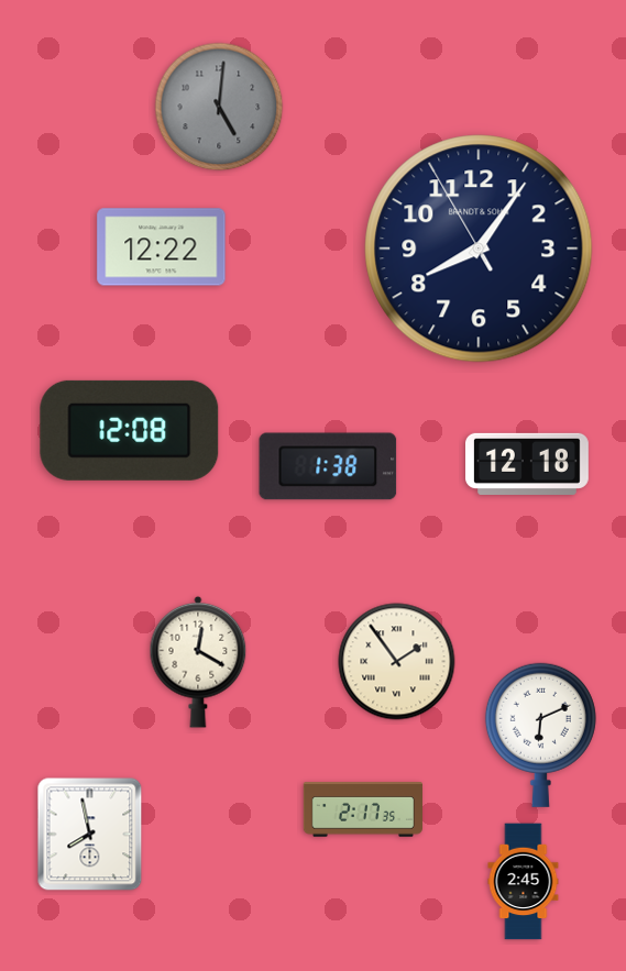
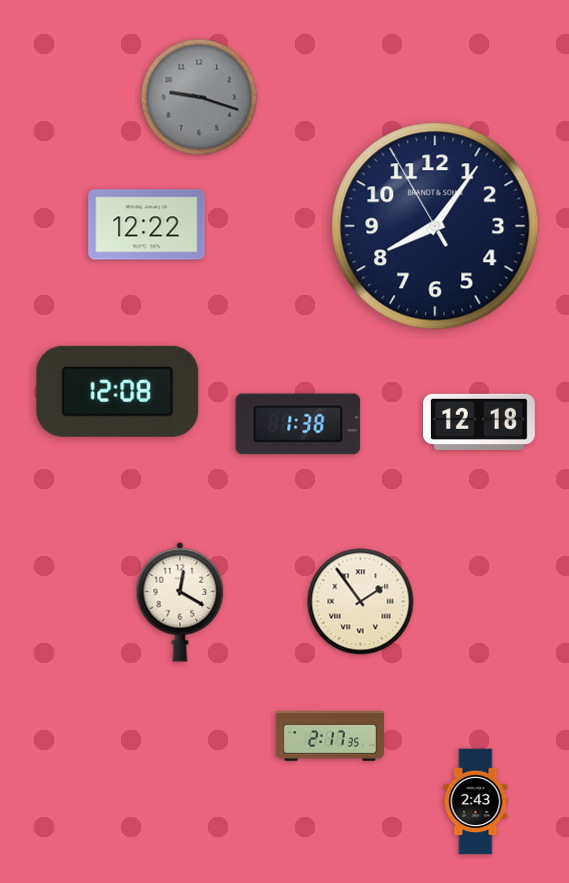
clock at (219, 107): 5:01 -> 9:18
clock at (540, 735): 6:11 -> none
clock at (90, 835): 7:58 -> none
clock at (524, 882): 2:45 -> 2:43
